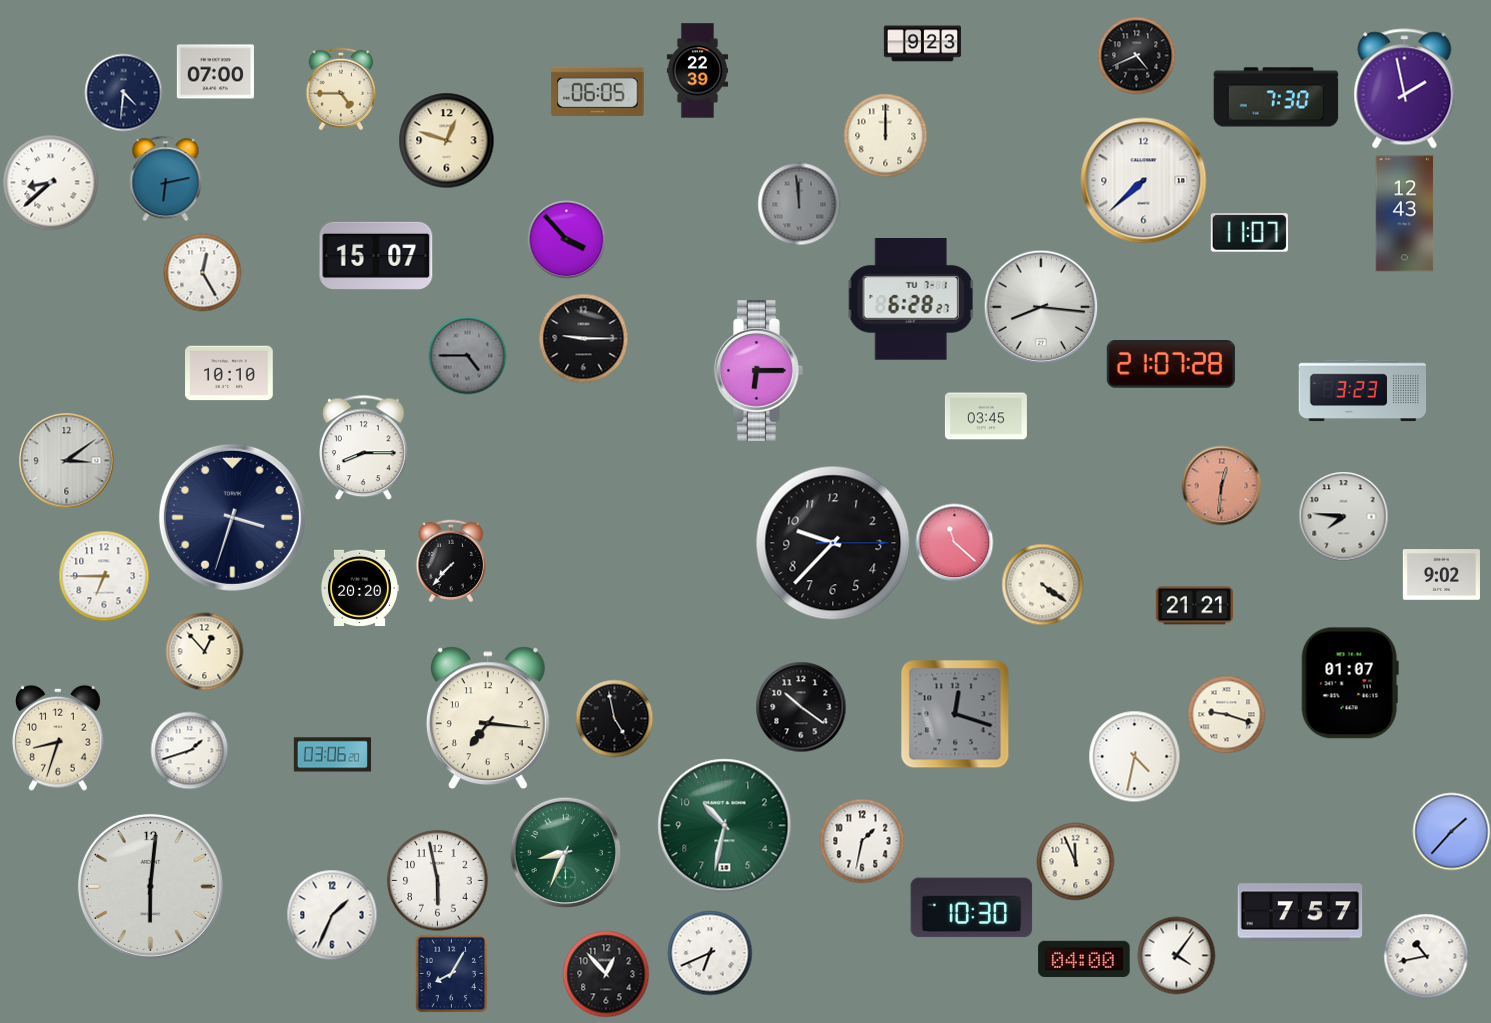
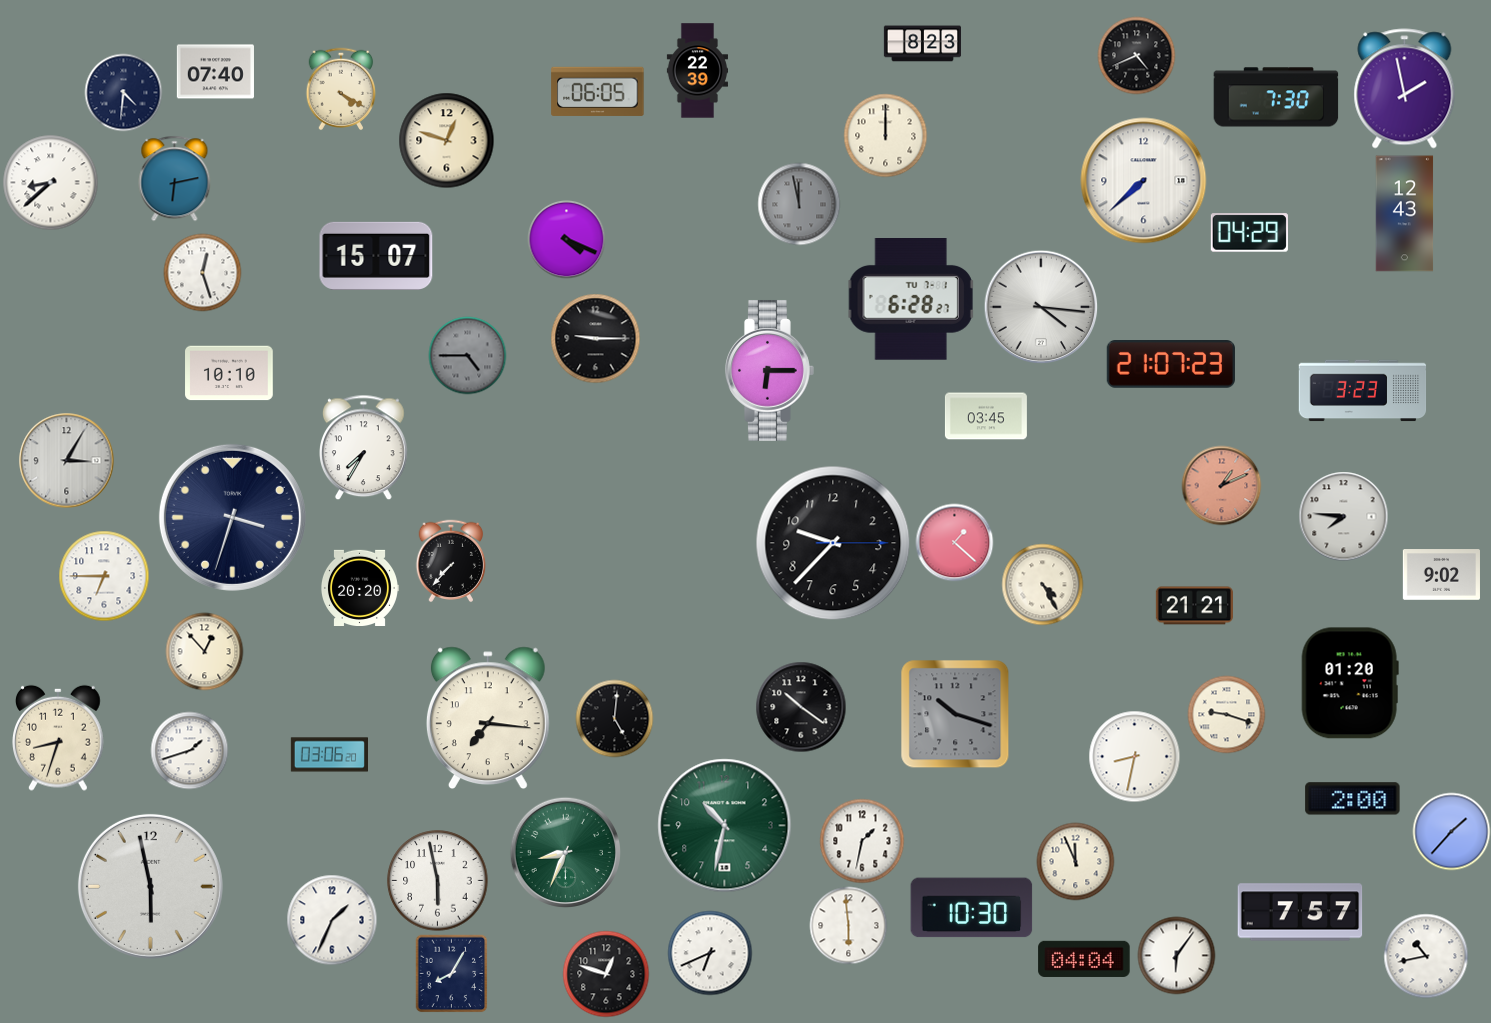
clock at (922, 44): 9:23 -> 8:23
clock at (215, 72): 07:00 -> 07:40
clock at (341, 89): 4:45 -> 4:20
clock at (166, 178) position: (166, 178) -> (175, 178)
clock at (799, 204): 11:59 -> 11:58
clock at (1249, 233): 11:07 -> 04:29
clock at (566, 239): 3:53 -> 4:19
clock at (202, 272): 12:25 -> 12:27
clock at (1041, 307): 8:16 -> 4:16
clock at (583, 338) position: (583, 338) -> (595, 338)
clock at (1171, 365): 21:07:28 -> 21:07:23
clock at (759, 370) position: (759, 370) -> (770, 370)
clock at (364, 447): 8:15 -> 7:35
clock at (66, 460): 3:09 -> 3:05
clock at (1221, 485): 12:31 -> 1:11
clock at (954, 542): 11:22 -> 1:22
clock at (1042, 584): 4:21 -> 4:25
clock at (1350, 683): 01:07 -> 01:20
clock at (955, 714): 12:18 -> 10:18
clock at (614, 718): 4:58 -> 5:01
clock at (332, 755) position: (332, 755) -> (329, 755)
clock at (1134, 756): 4:32 -> 8:32
clock at (1353, 799): none -> 2:00
clock at (150, 886): 6:01 -> 5:58
clock at (332, 915) position: (332, 915) -> (332, 920)
clock at (848, 925): none -> 5:59
clock at (1176, 955): 4:06 -> 6:06
clock at (1084, 959): 04:00 -> 04:04
clock at (606, 974): 12:53 -> 12:48
